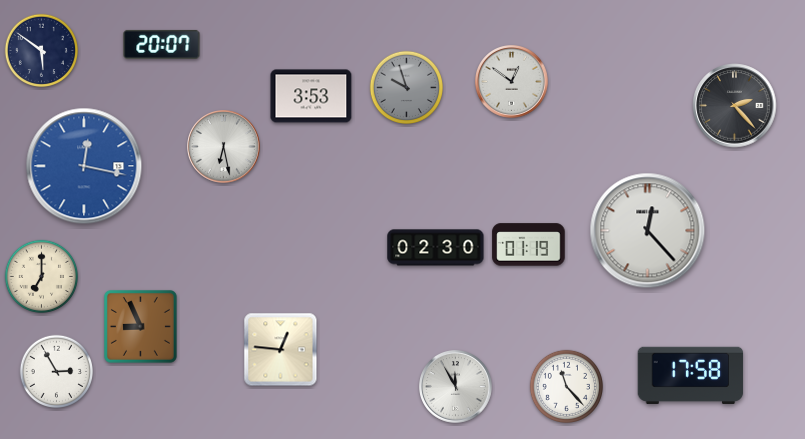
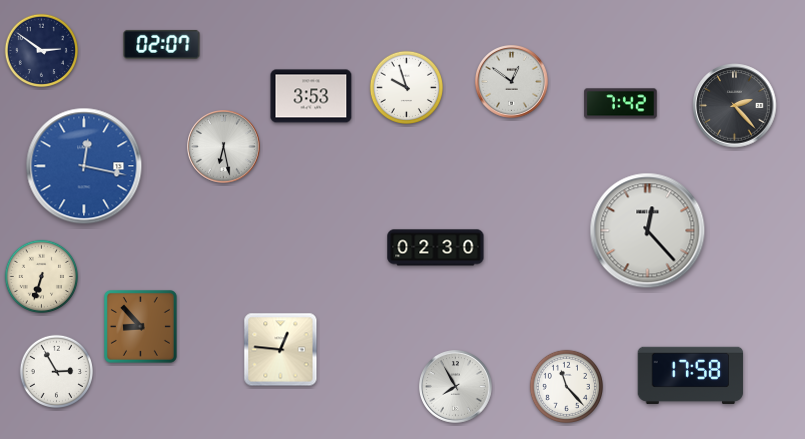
clock at (162, 44): 20:07 -> 02:07
clock at (41, 50): 5:51 -> 2:51
clock at (406, 87) dial: grey -> white
clock at (621, 104): none -> 7:42
clock at (529, 245): 01:19 -> none
clock at (41, 276): 7:00 -> 6:33
clock at (140, 326): 8:56 -> 8:53
clock at (456, 387): 11:55 -> 7:55
